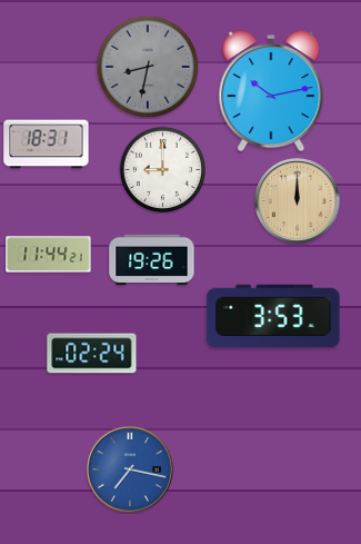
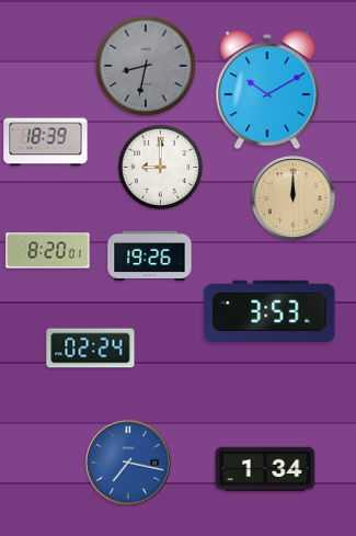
clock at (271, 91): 10:13 -> 10:10
clock at (47, 145): 18:31 -> 18:39
clock at (49, 255): 11:44 -> 8:20
clock at (265, 469): none -> 1:34
